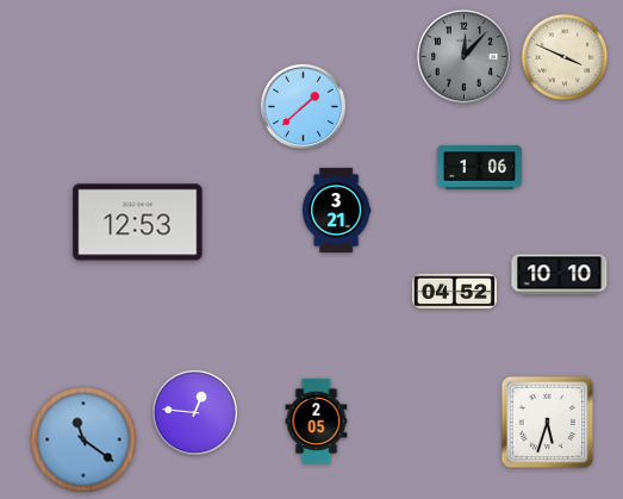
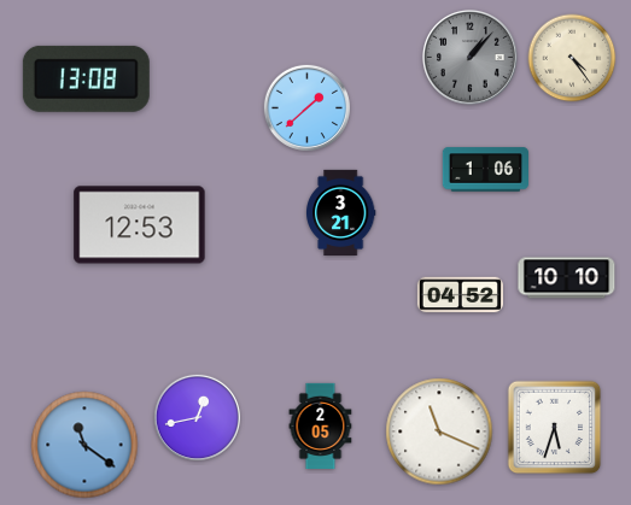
clock at (463, 56): 12:07 -> 1:07
clock at (565, 57): 3:49 -> 4:24
clock at (86, 78): none -> 13:08
clock at (194, 412): 12:46 -> 12:43
clock at (439, 431): none -> 11:19
